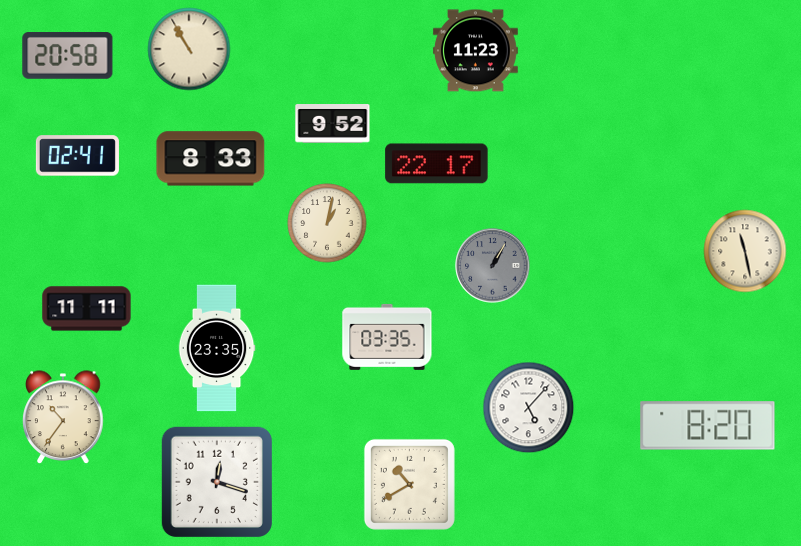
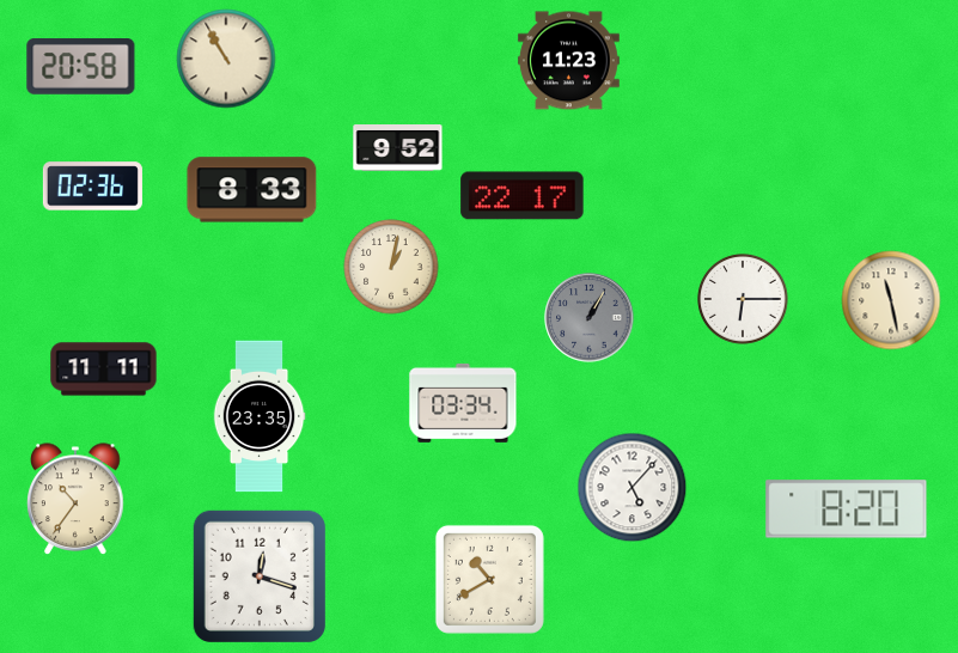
clock at (77, 156): 02:41 -> 02:36
clock at (743, 299): none -> 6:15
clock at (387, 337): 03:35 -> 03:34
